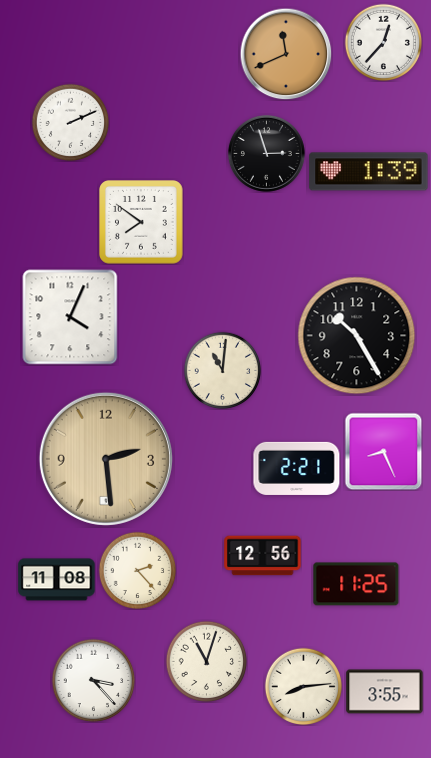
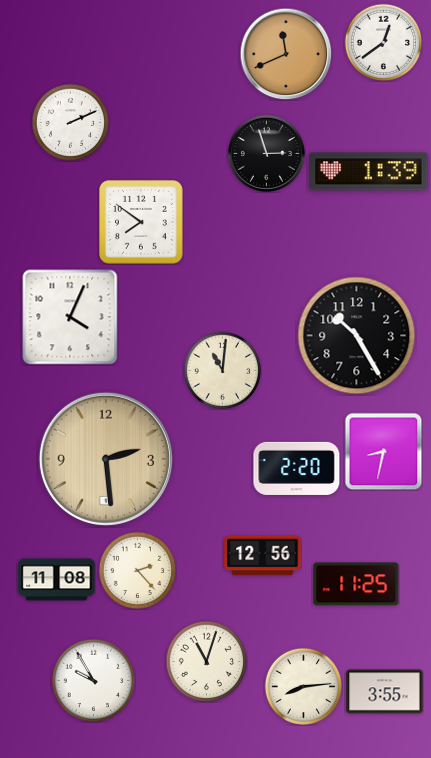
clock at (383, 42): 12:37 -> 12:39
clock at (383, 451): 8:26 -> 8:32
clock at (297, 468): 2:21 -> 2:20
clock at (93, 680): 3:23 -> 9:55
